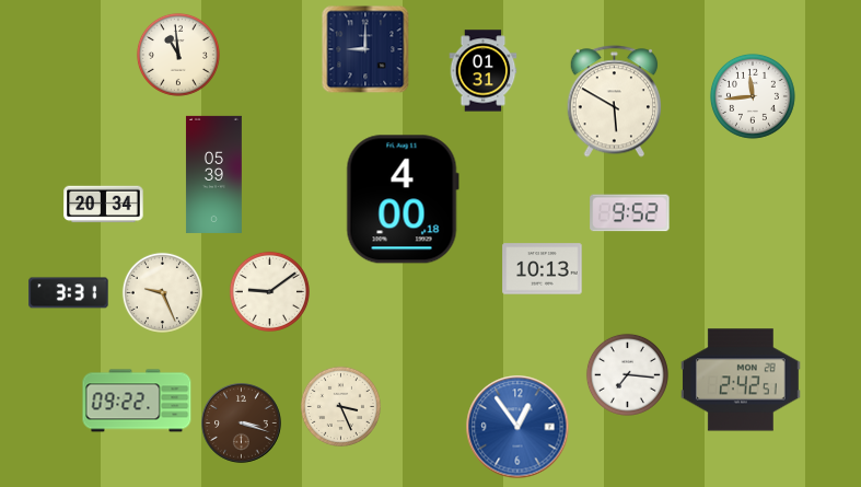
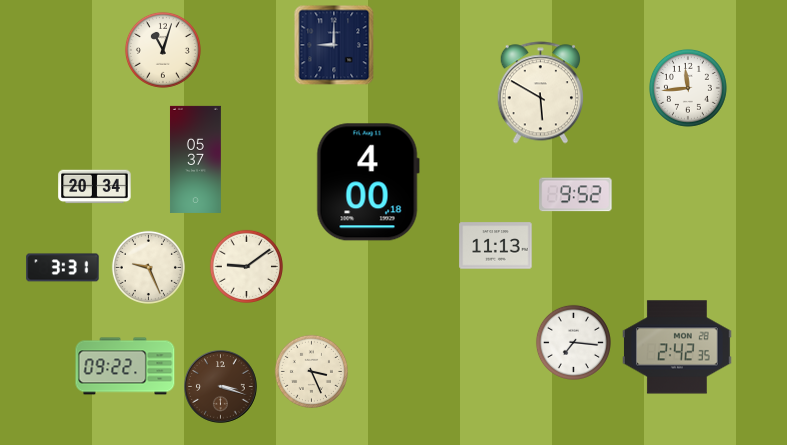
clock at (178, 55): 10:59 -> 11:03
clock at (484, 71): 01:31 -> none
clock at (615, 102) position: (615, 102) -> (541, 93)
clock at (213, 174): 05:39 -> 05:37
clock at (543, 269): 10:13 -> 11:13
clock at (742, 380): 2:42:51 -> 2:42:35
clock at (517, 427): 12:54 -> none
